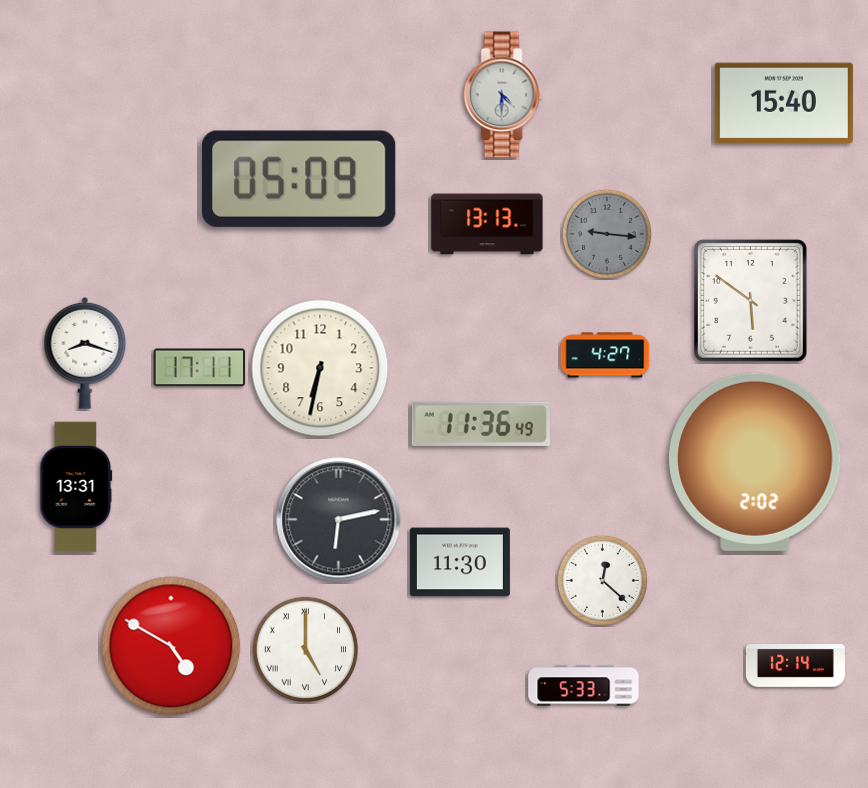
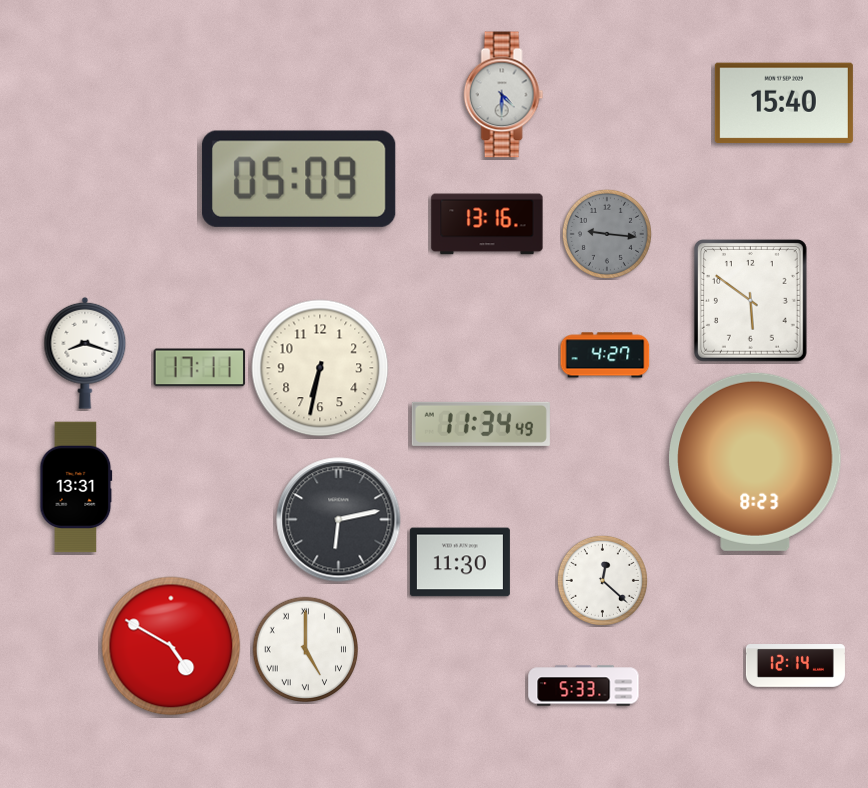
clock at (487, 224): 13:13 -> 13:16
clock at (481, 424): 11:36 -> 11:34
clock at (755, 462): 2:02 -> 8:23
